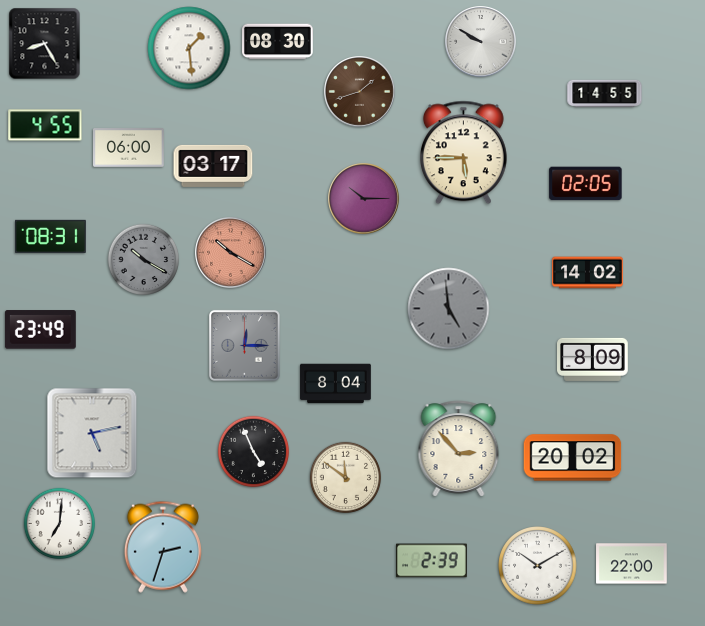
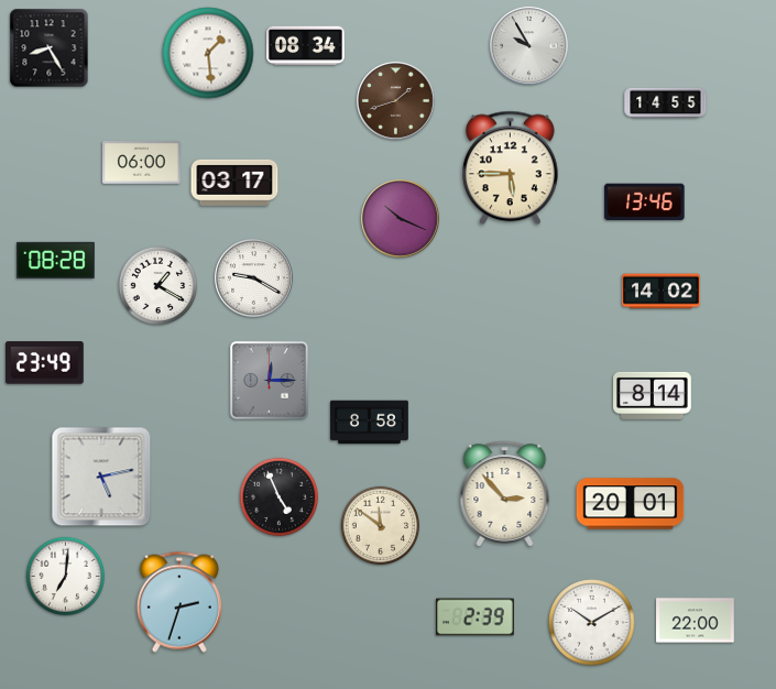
clock at (278, 42): 08:30 -> 08:34
clock at (481, 42): 9:50 -> 9:55
clock at (45, 125): 4:55 -> none
clock at (586, 184): 02:05 -> 13:46
clock at (364, 199): 10:15 -> 10:19
clock at (51, 236): 08:31 -> 08:28
clock at (231, 253): 10:20 -> 9:20
clock at (231, 253) dial: salmon -> white
clock at (144, 260): 10:20 -> 1:20
clock at (144, 260) dial: grey -> white
clock at (588, 273) position: (588, 273) -> (662, 292)
clock at (449, 309): 4:59 -> none
clock at (593, 359): 8:09 -> 8:14
clock at (336, 384): 8:04 -> 8:58
clock at (573, 458): 20:02 -> 20:01
